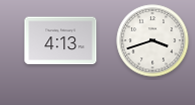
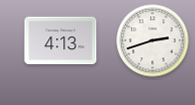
clock at (153, 41): 3:42 -> 2:42
